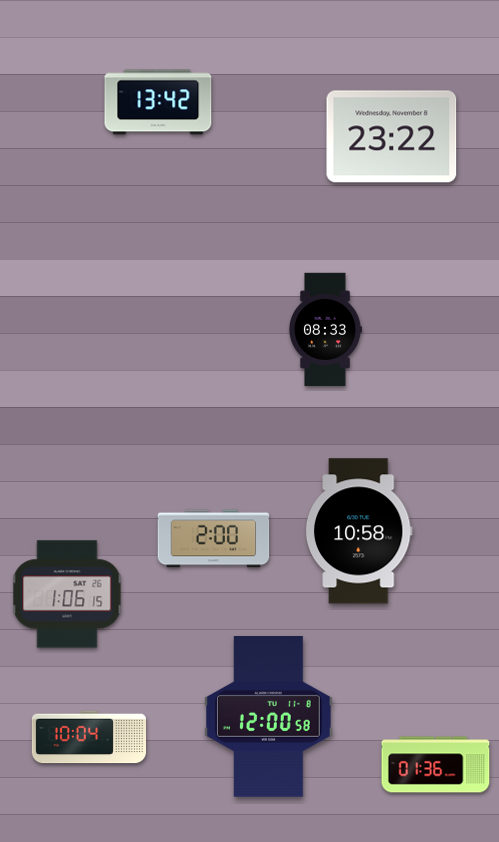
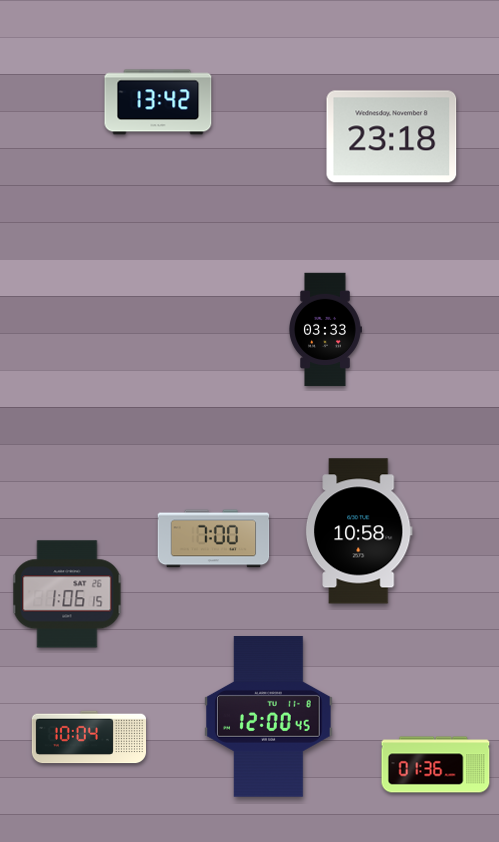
clock at (392, 137): 23:22 -> 23:18
clock at (325, 330): 08:33 -> 03:33
clock at (214, 539): 2:00 -> 7:00
clock at (269, 717): 12:00:58 -> 12:00:45
